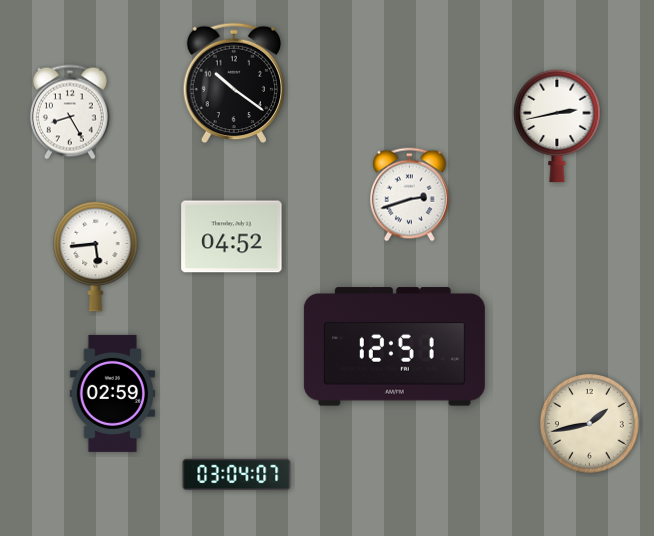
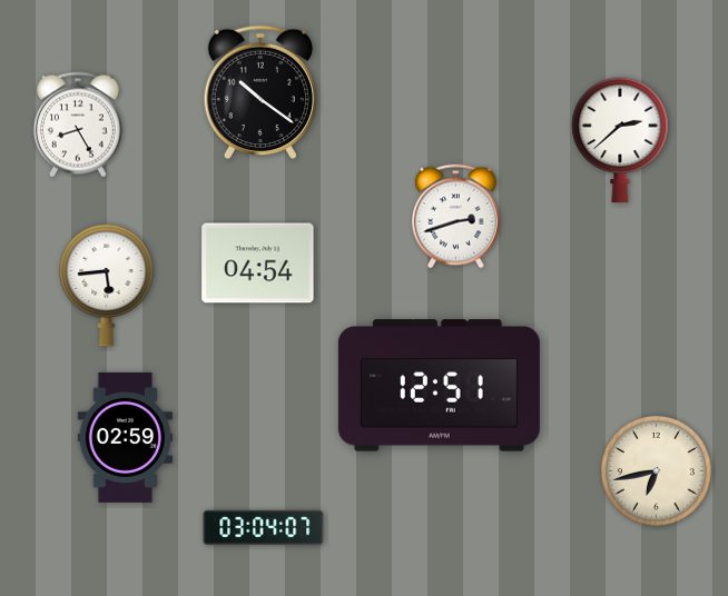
clock at (557, 126): 2:43 -> 2:38
clock at (232, 237): 04:52 -> 04:54
clock at (589, 423): 1:43 -> 6:43
